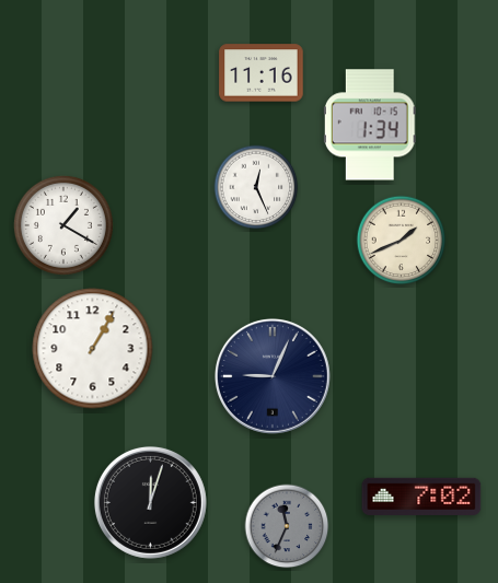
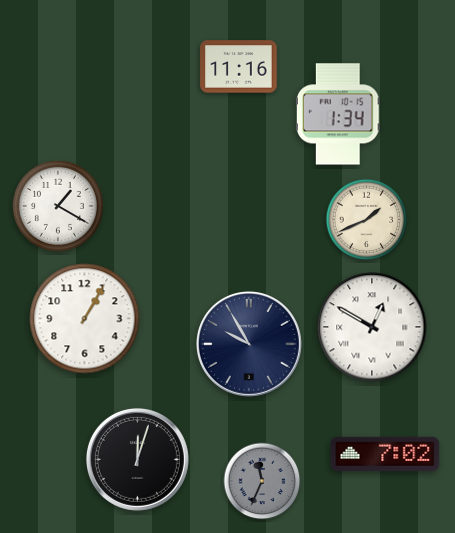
clock at (256, 187): 12:26 -> none
clock at (372, 327): none -> 12:50
clock at (273, 376): 9:04 -> 9:55
